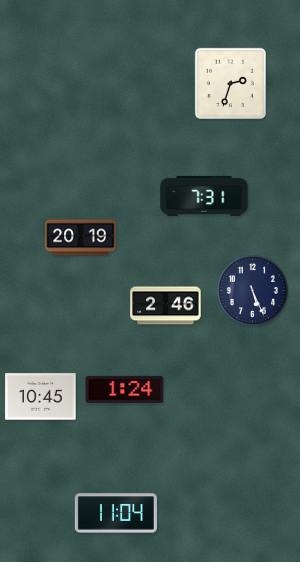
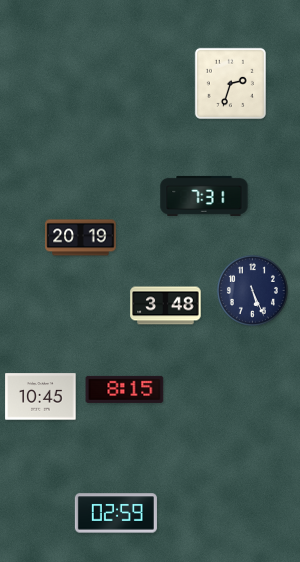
clock at (166, 306): 2:46 -> 3:48
clock at (125, 389): 1:24 -> 8:15
clock at (116, 513): 11:04 -> 02:59
